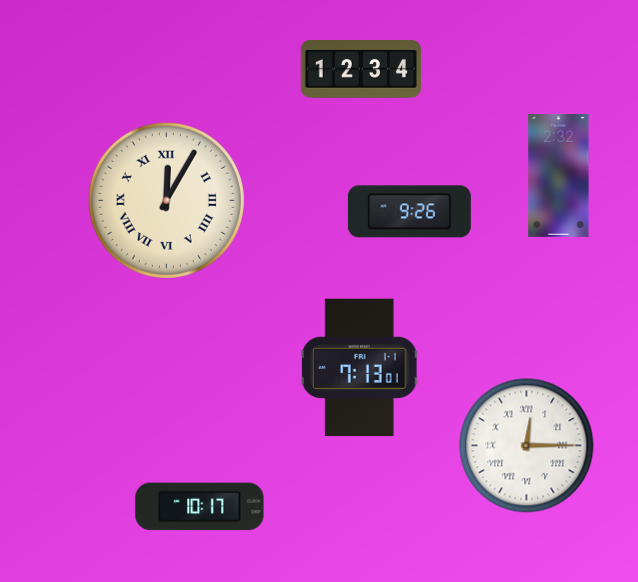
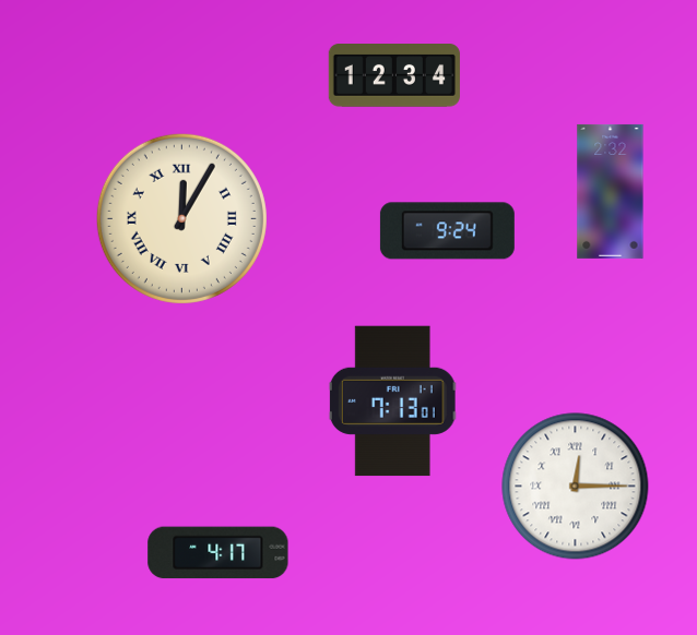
clock at (409, 212): 9:26 -> 9:24
clock at (200, 507): 10:17 -> 4:17
